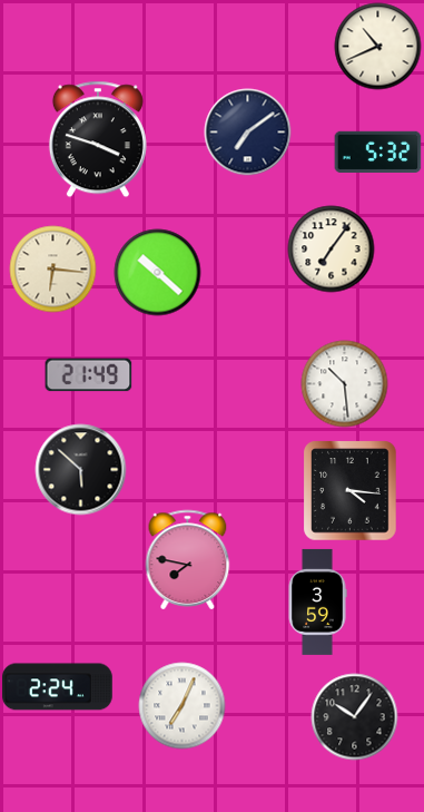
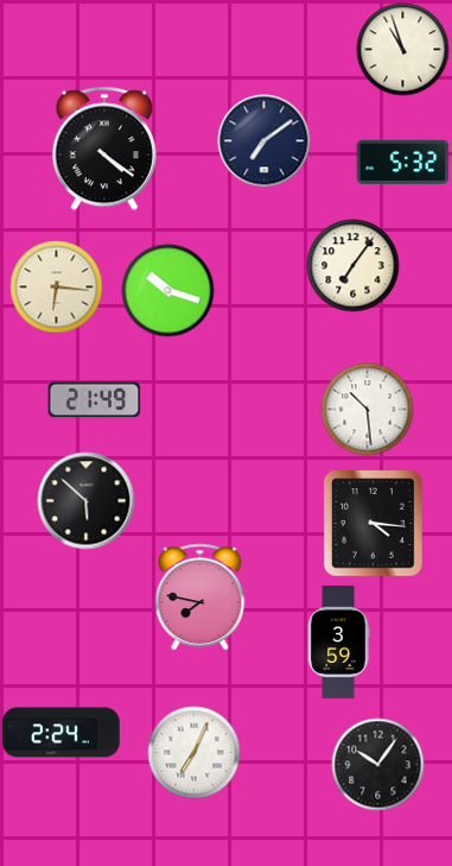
clock at (377, 46): 10:41 -> 10:57
clock at (98, 139): 3:48 -> 4:21
clock at (157, 272): 10:22 -> 10:18
